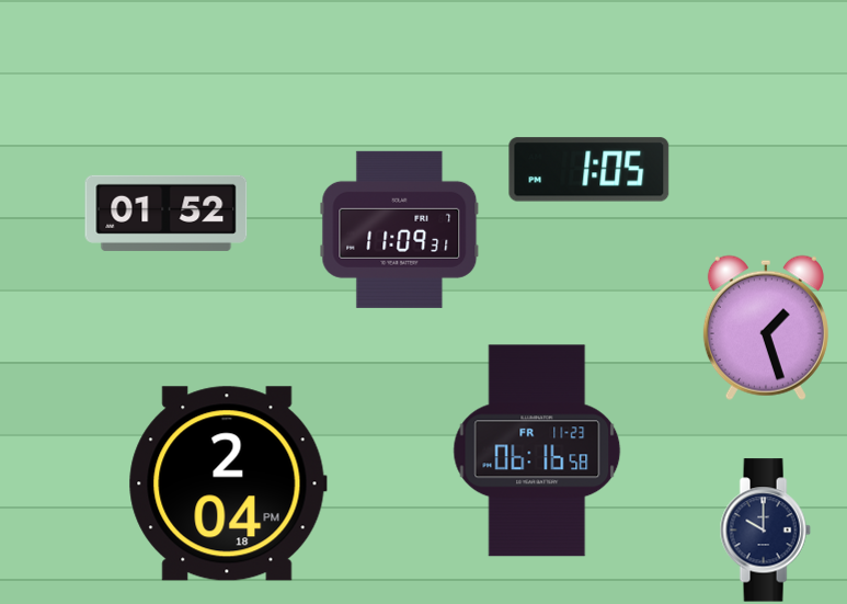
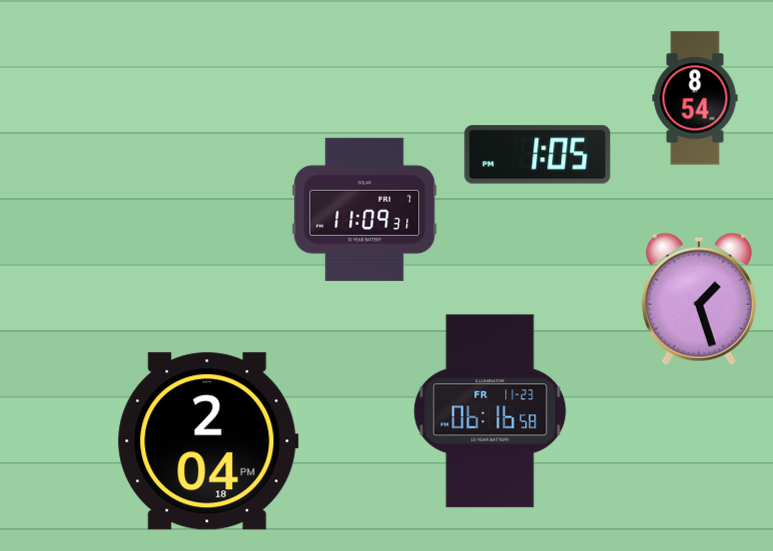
clock at (695, 98): none -> 8:54
clock at (167, 213): 01:52 -> none
clock at (765, 531): 10:00 -> none
